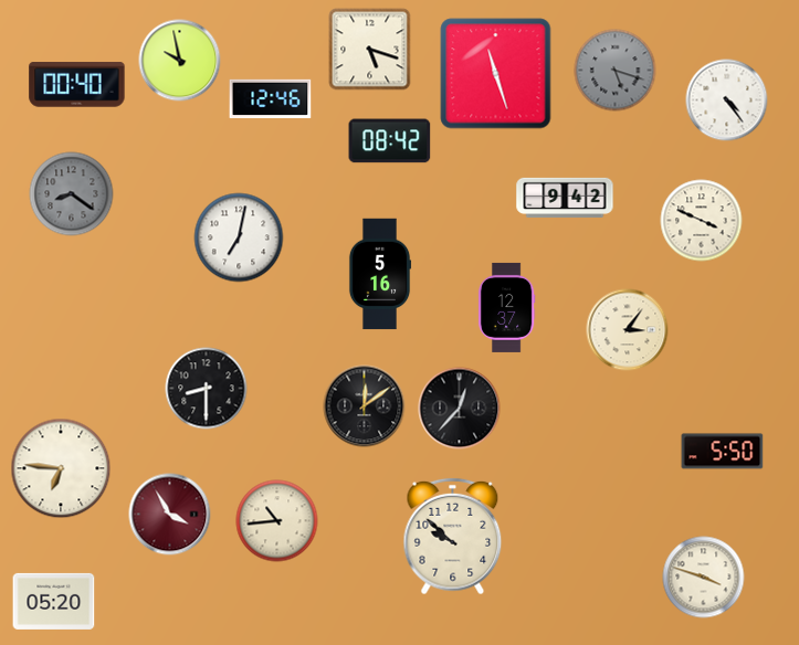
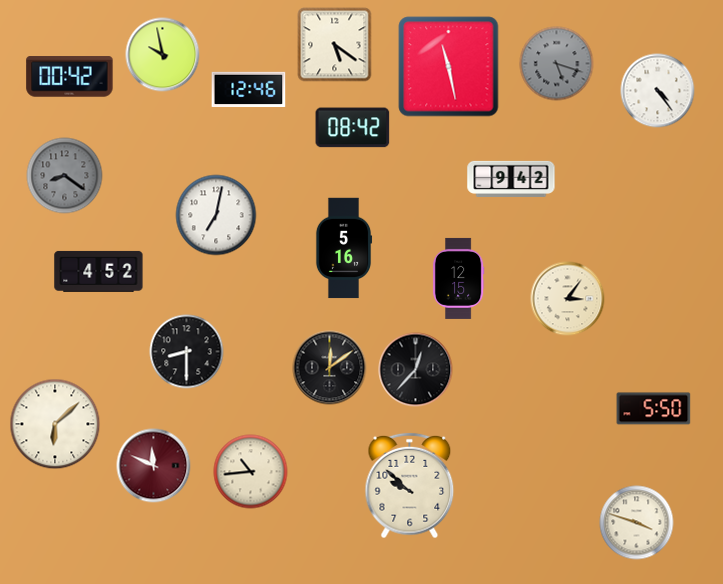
clock at (370, 50): 5:18 -> 5:21
clock at (496, 74): 11:27 -> 11:28
clock at (77, 85): 00:40 -> 00:42
clock at (271, 99) position: (271, 99) -> (249, 90)
clock at (702, 221): 3:49 -> none
clock at (99, 271): none -> 4:52
clock at (506, 307): 12:37 -> 12:15
clock at (61, 468): 6:46 -> 6:08
clock at (170, 515): 3:55 -> 11:49
clock at (54, 601): 05:20 -> none
